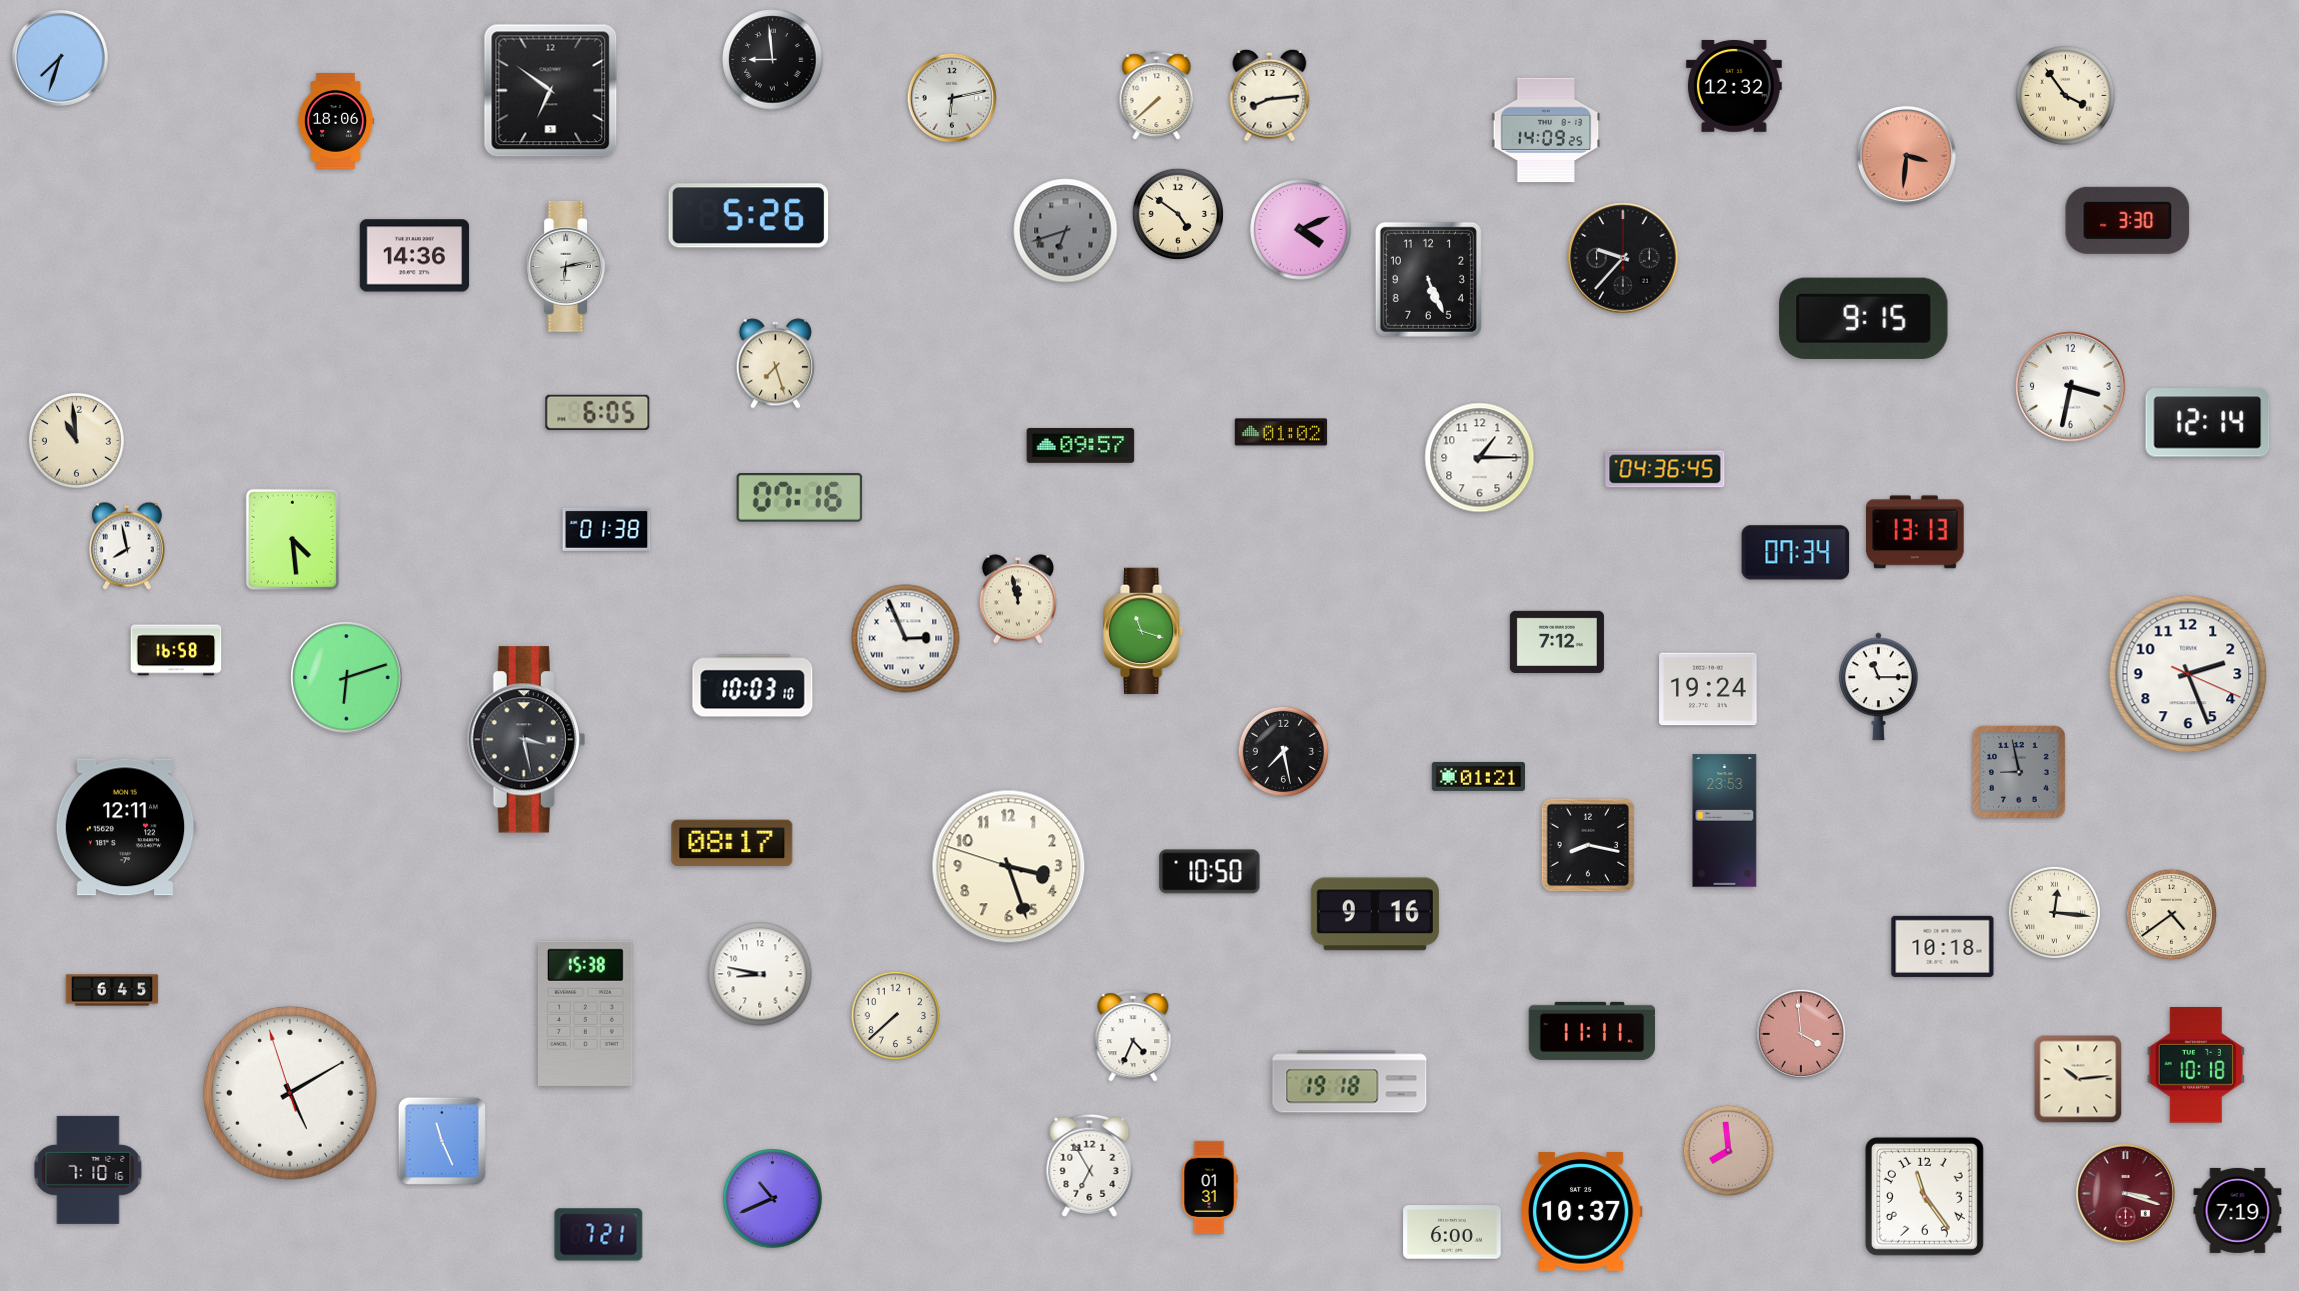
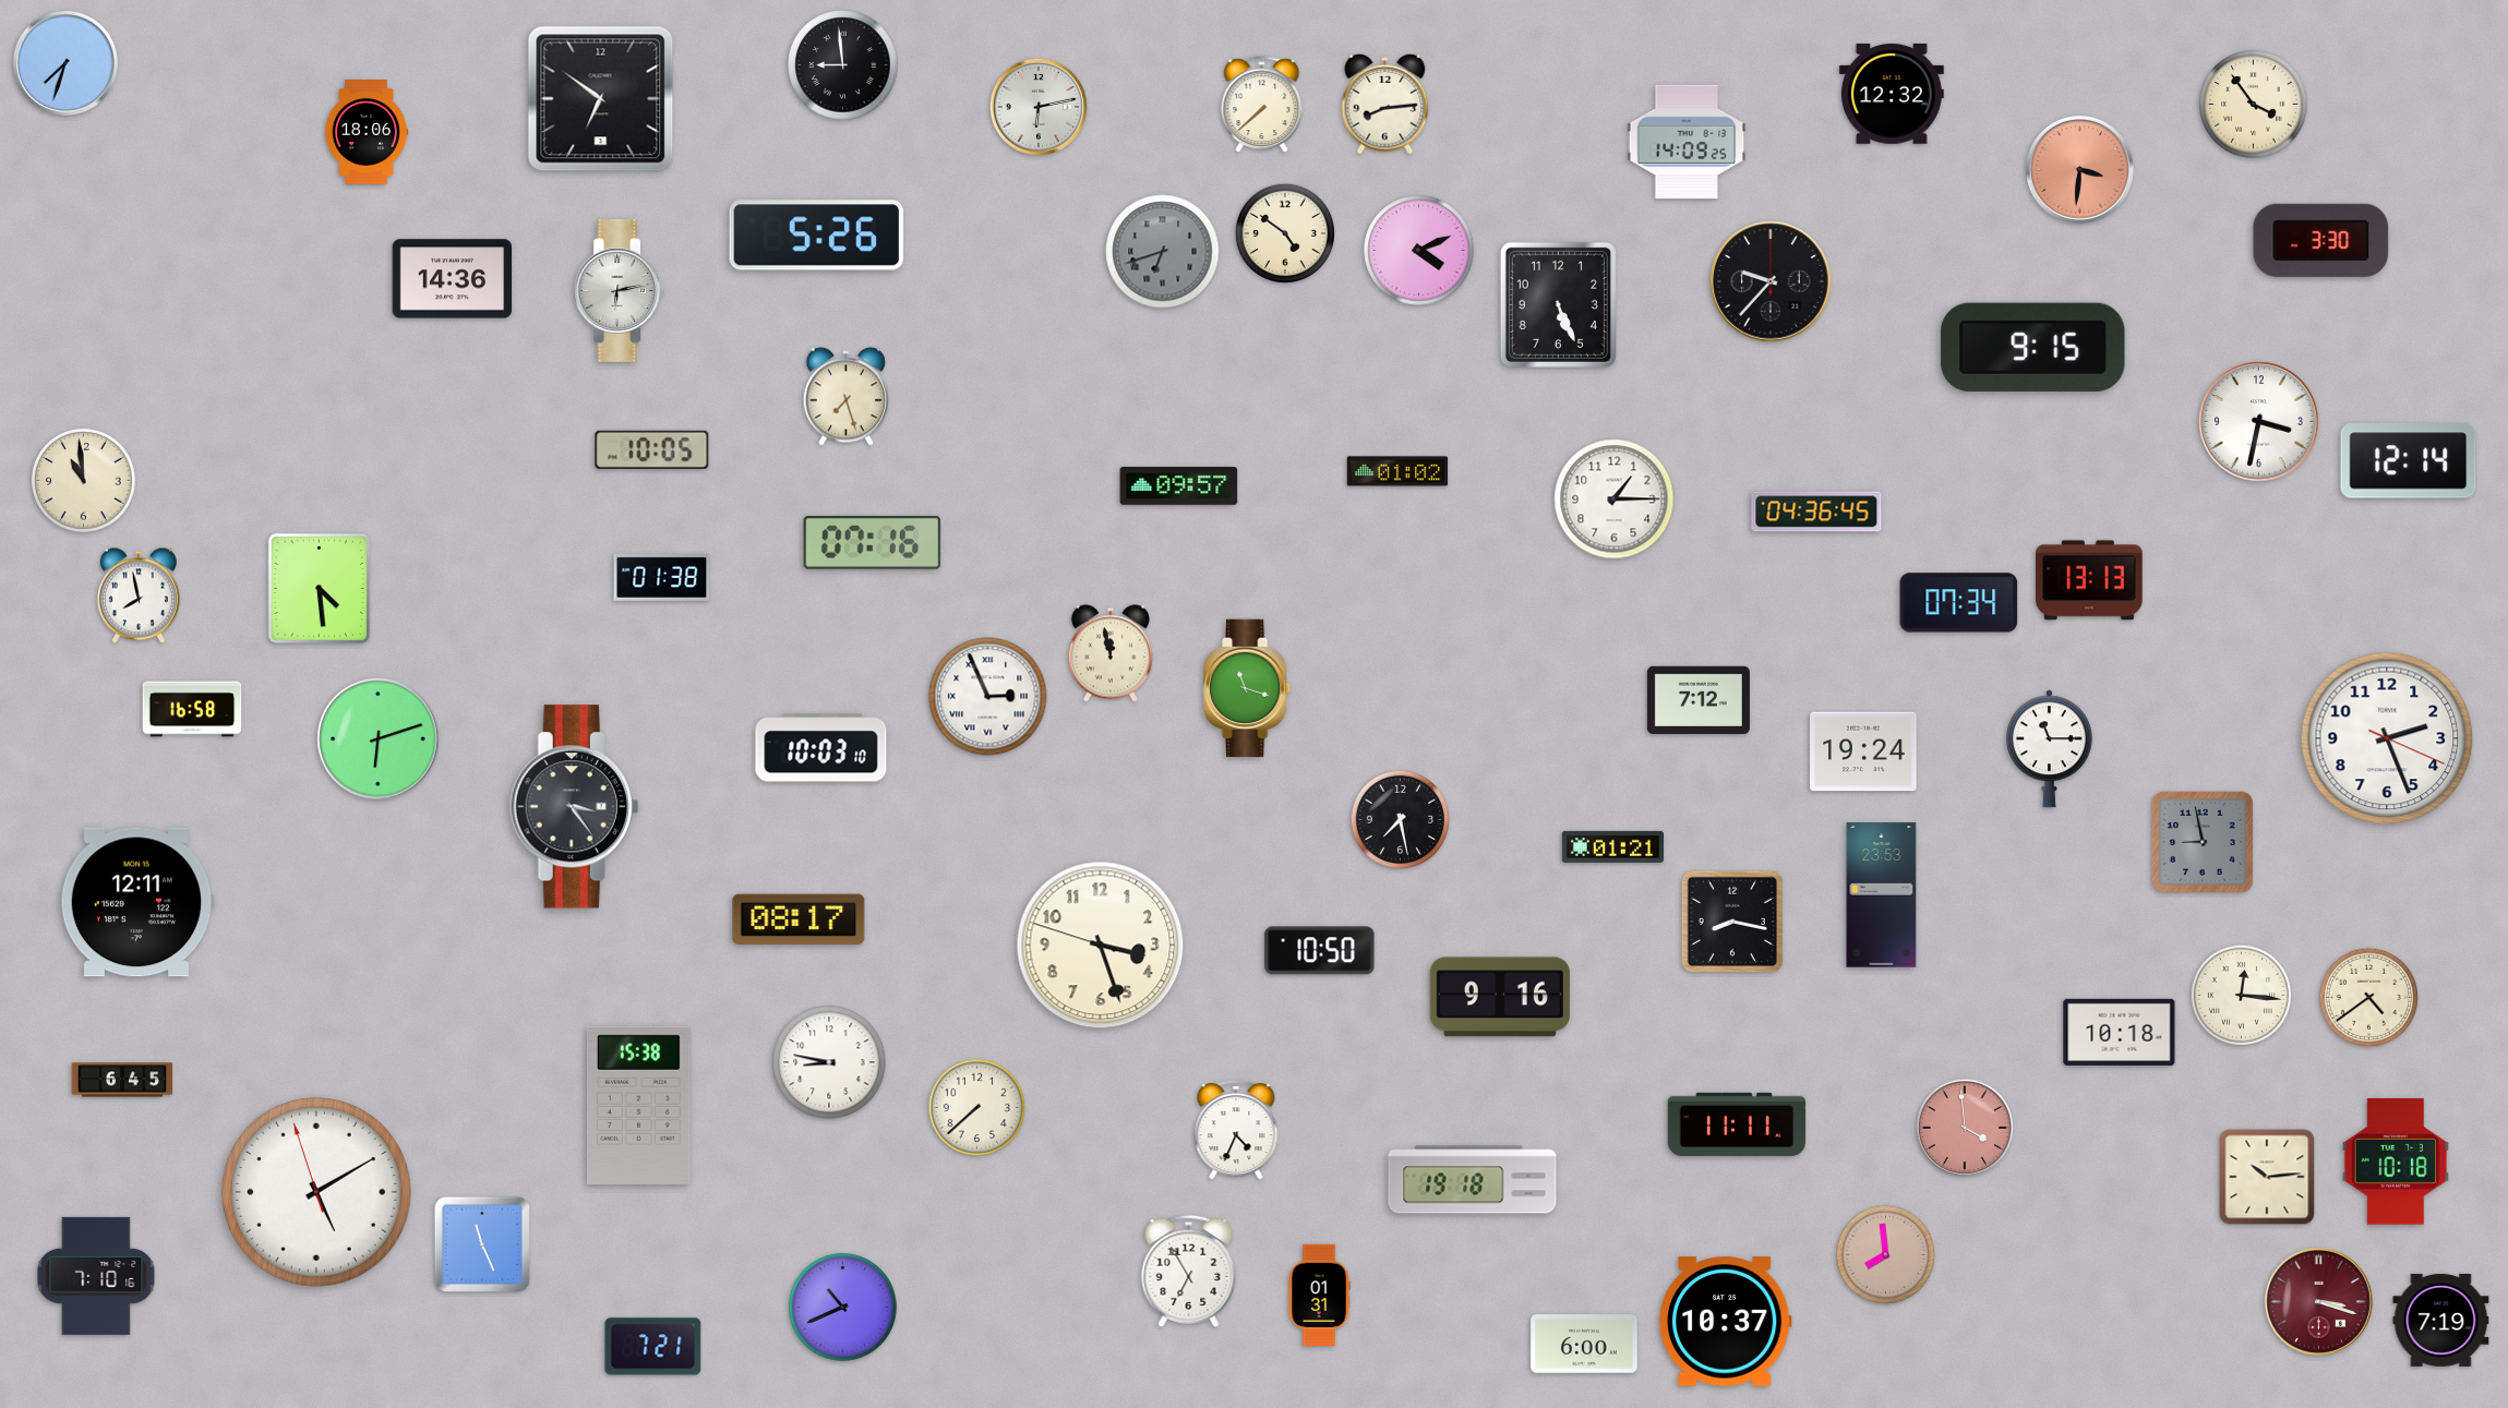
clock at (598, 412): 6:05 -> 10:05
clock at (2188, 674) position: (2188, 674) -> (2387, 738)
clock at (527, 740): 3:28 -> 3:24
clock at (1924, 1196): 11:24 -> none
